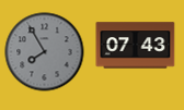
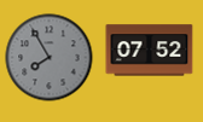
clock at (136, 46): 07:43 -> 07:52
